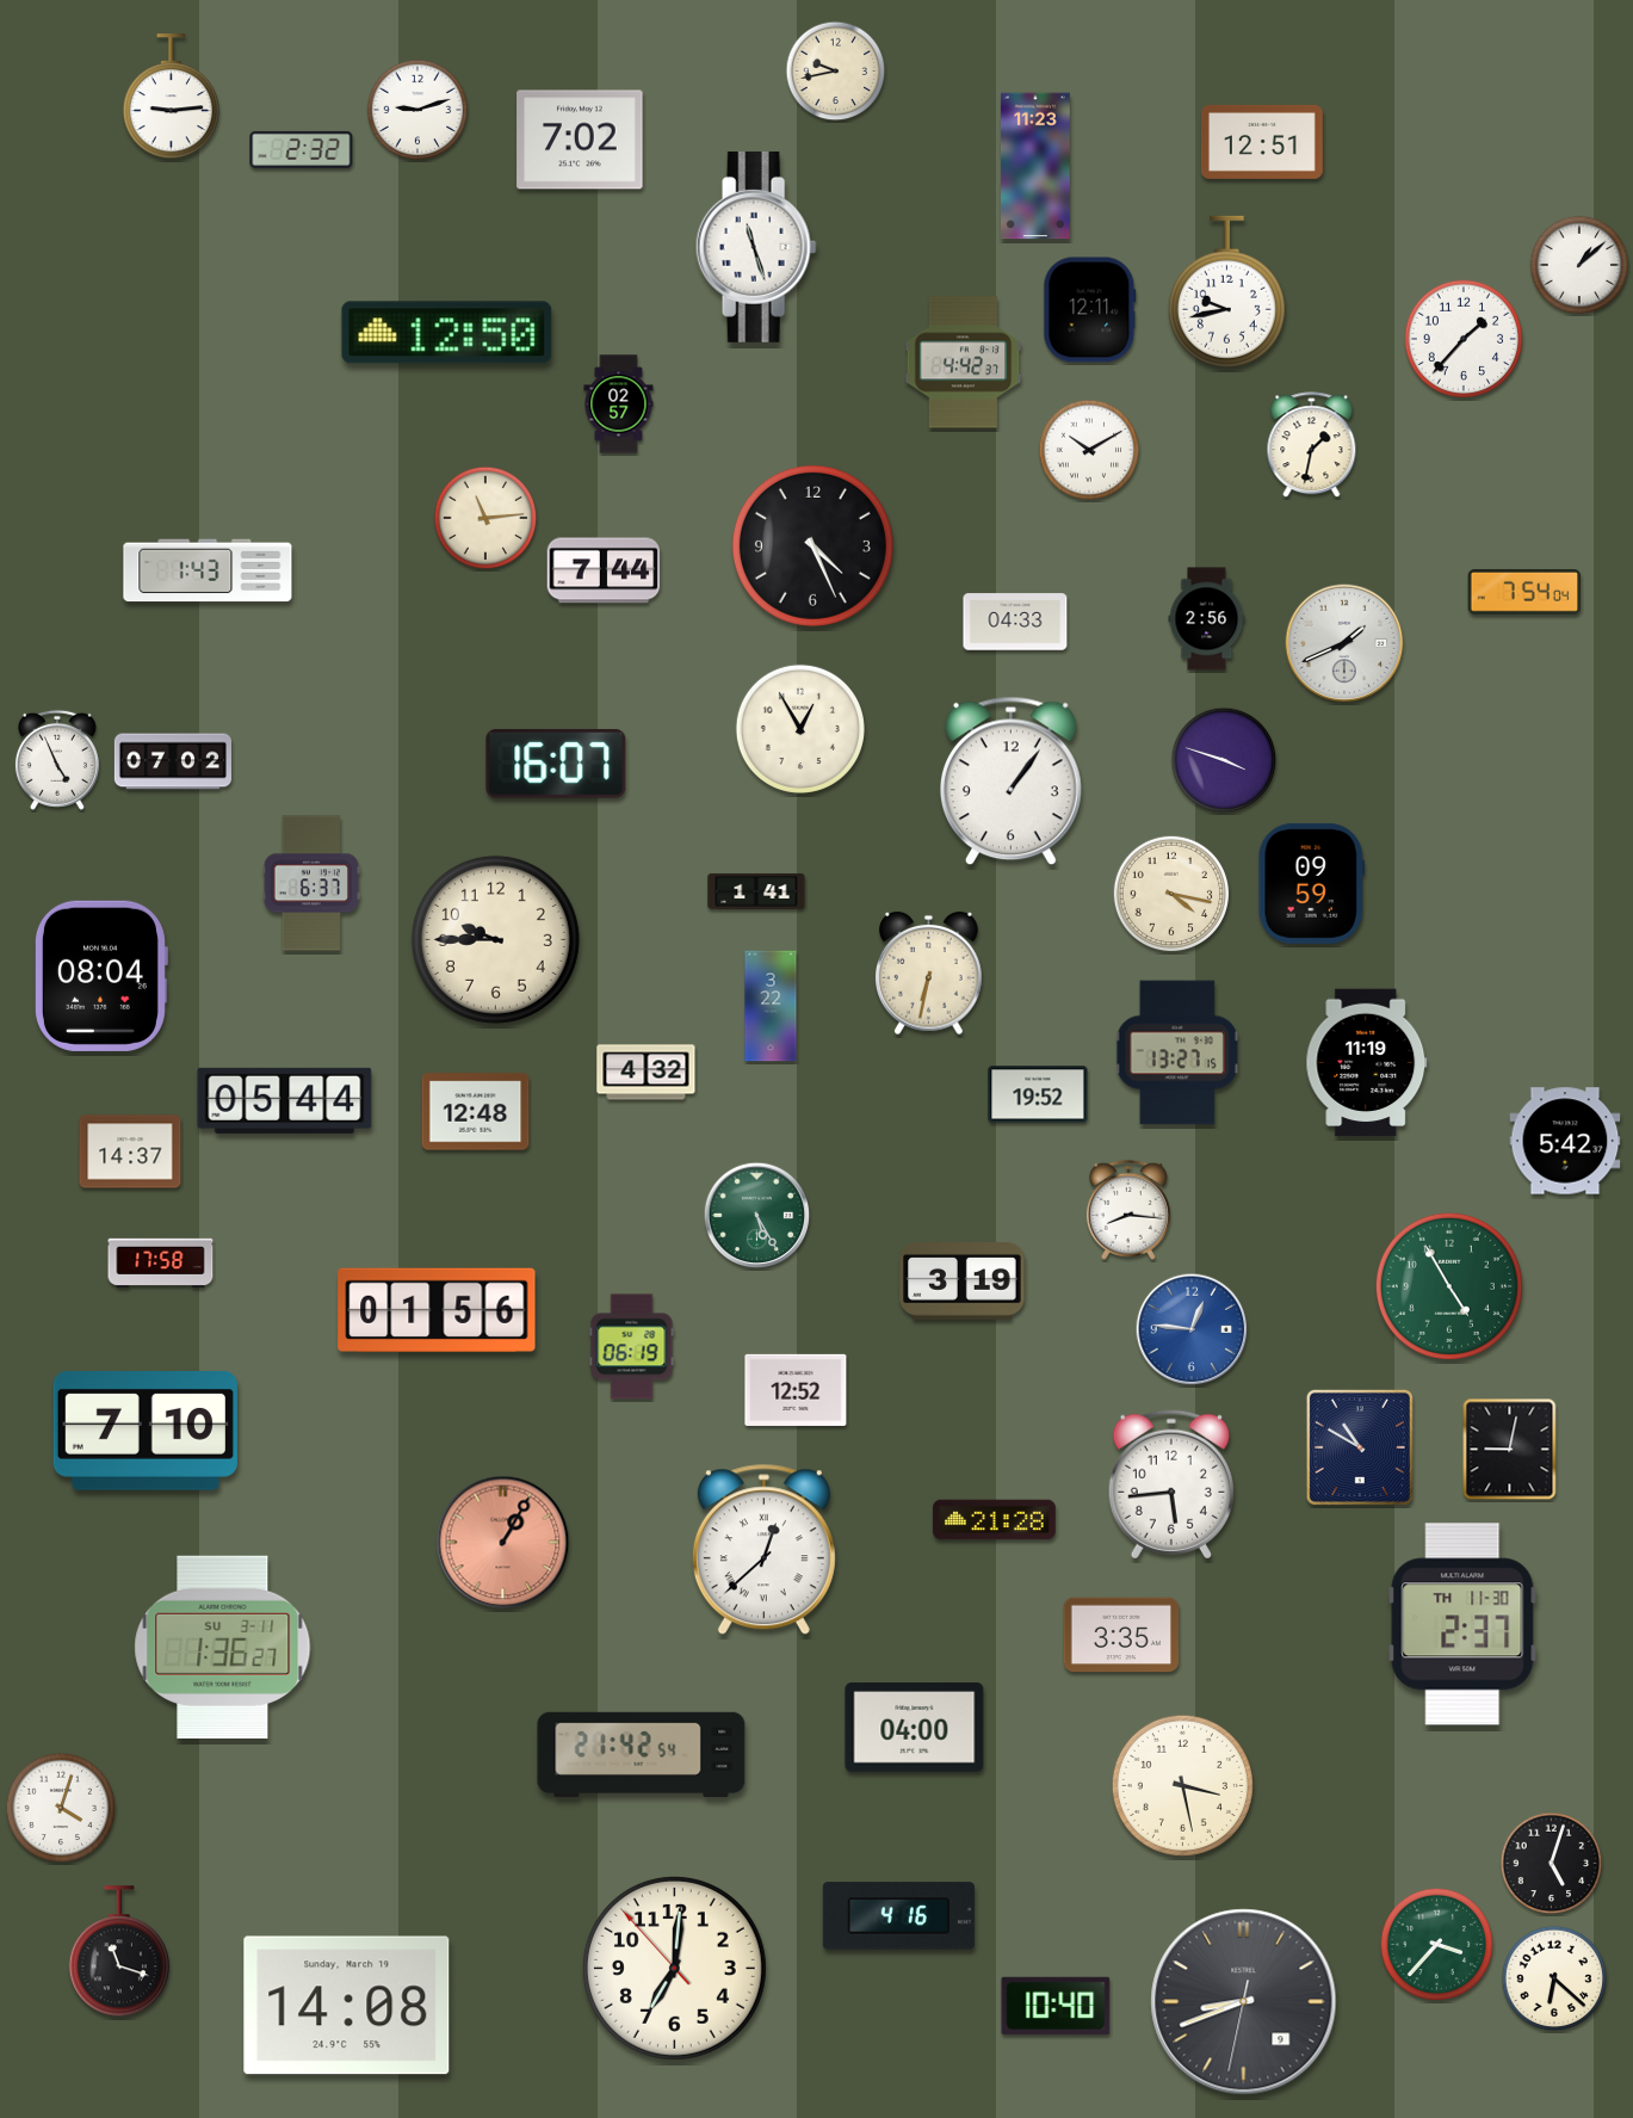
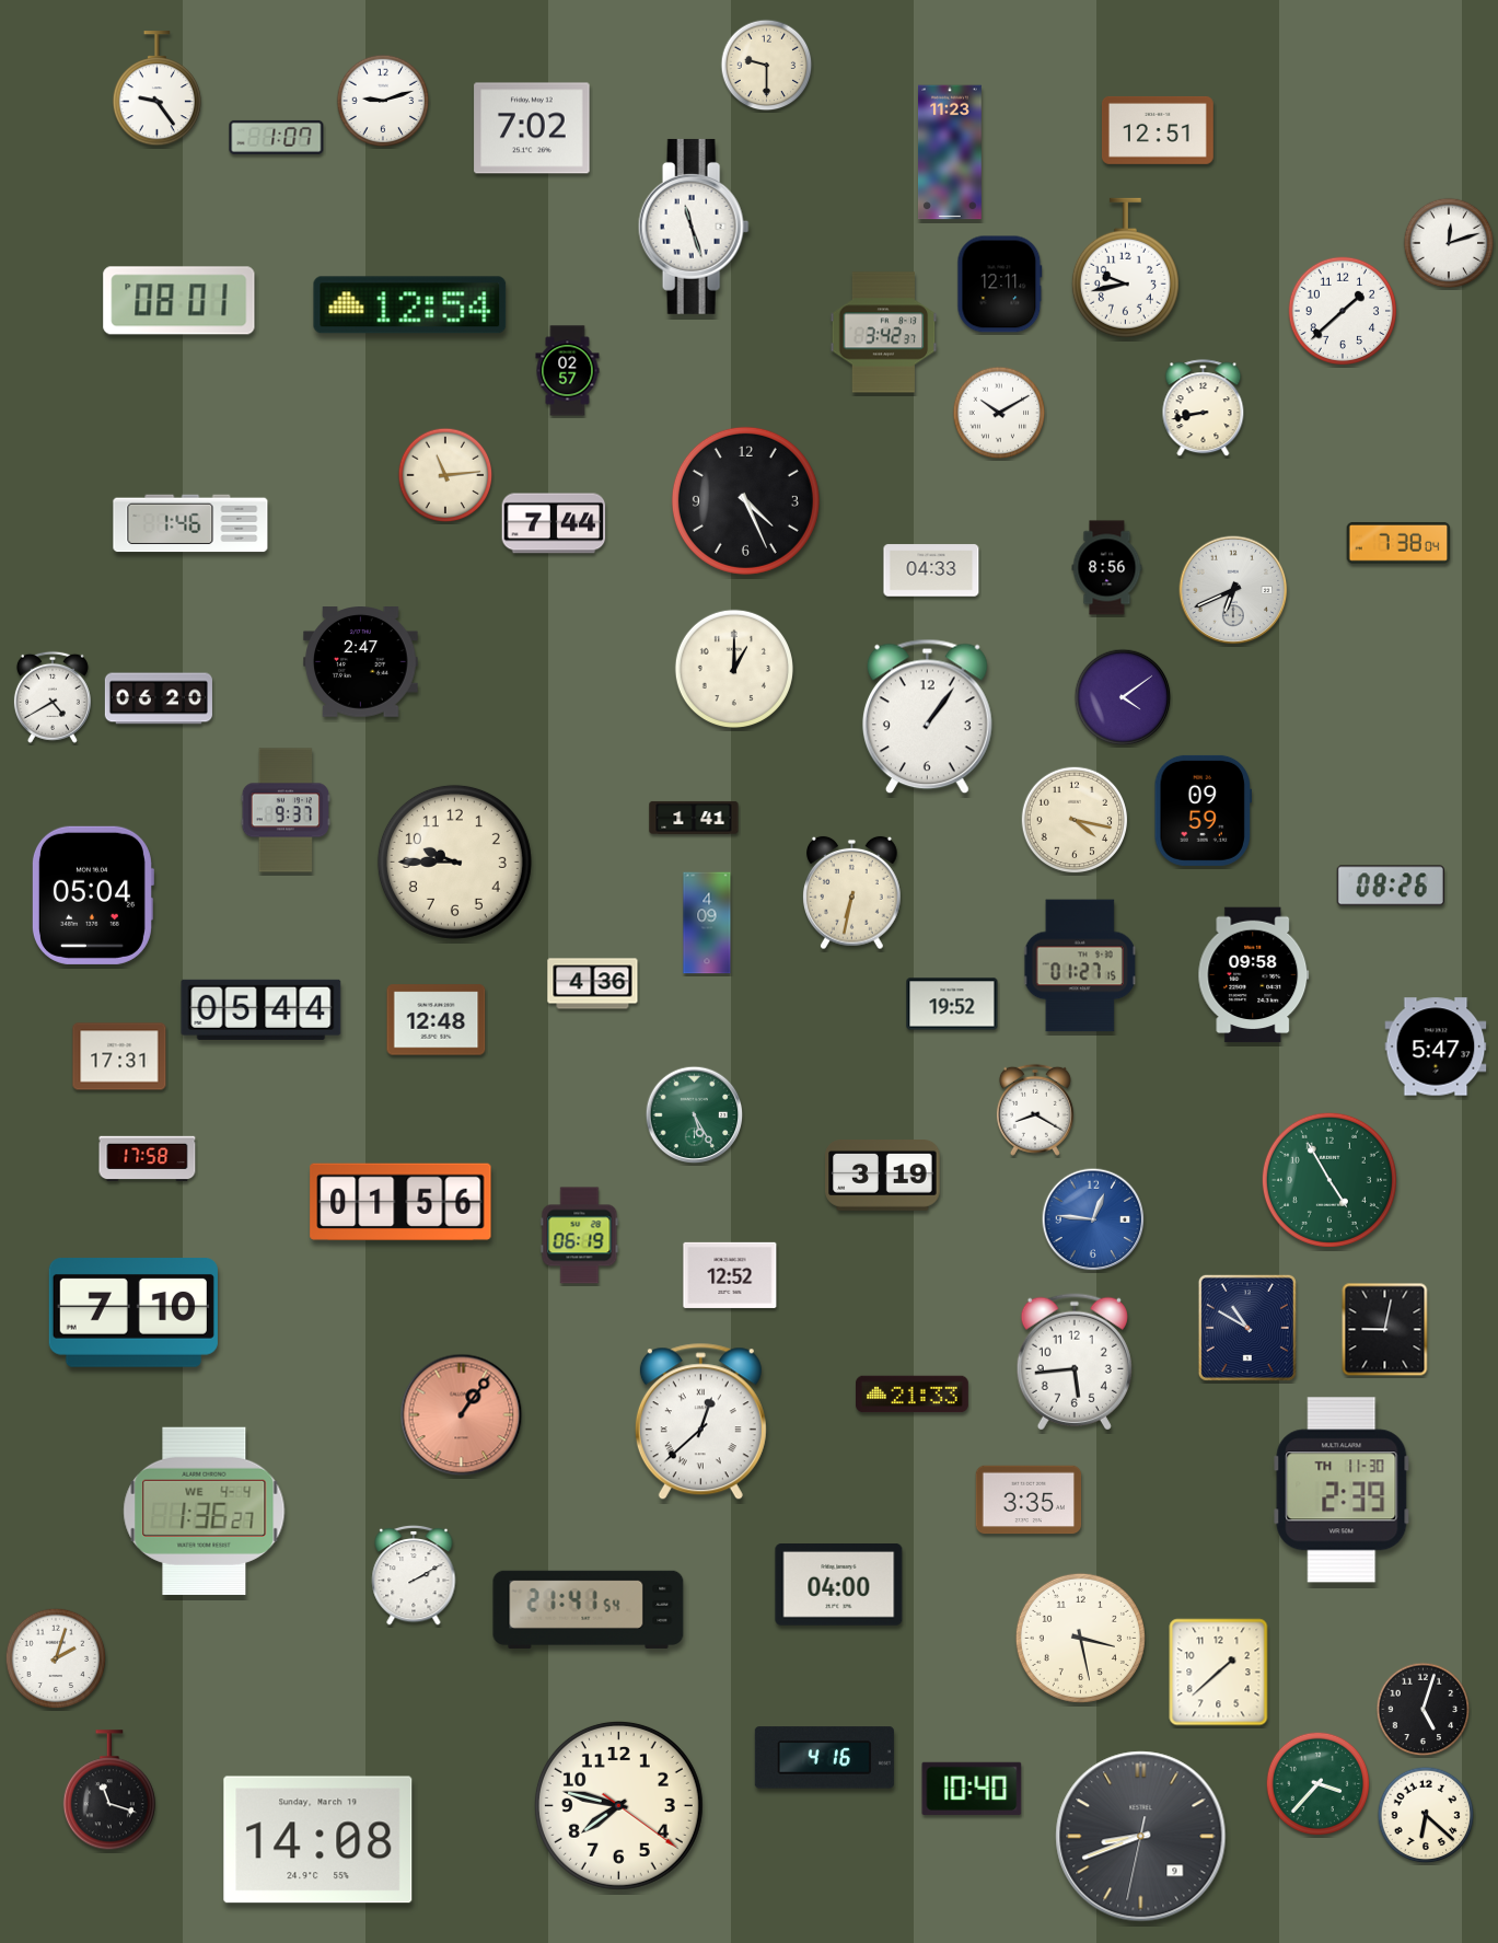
clock at (836, 72): 9:43 -> 9:30
clock at (171, 97): 9:14 -> 9:24
clock at (302, 149): 2:32 -> 1:07
clock at (1579, 265): 1:08 -> 12:12
clock at (179, 301): none -> 08:01
clock at (447, 333): 12:50 -> 12:54
clock at (1462, 338): 1:37 -> 1:38
clock at (964, 363): 4:42 -> 3:42
clock at (1312, 445): 1:32 -> 8:43
clock at (208, 570): 1:43 -> 1:46
clock at (1524, 592): 7:54 -> 7:38
clock at (1207, 619): 2:56 -> 8:56
clock at (1344, 643): 1:41 -> 6:41
clock at (361, 662): none -> 2:47
clock at (800, 729): 12:55 -> 1:00
clock at (57, 760): 4:56 -> 4:40
clock at (1224, 760): 3:48 -> 4:09
clock at (172, 761): 07:02 -> 06:20
clock at (556, 764): 16:07 -> none
clock at (310, 883): 6:37 -> 9:37
clock at (1391, 886): none -> 08:26
clock at (100, 976): 08:04 -> 05:04
clock at (771, 1006): 3:22 -> 4:09
clock at (1177, 1052): 13:27 -> 01:27
clock at (1367, 1063): 11:19 -> 09:58
clock at (647, 1073): 4:32 -> 4:36
clock at (1565, 1141): 5:42 -> 5:47
clock at (130, 1151): 14:37 -> 17:31
clock at (1128, 1210): 8:16 -> 8:20
clock at (995, 1520): 21:28 -> 21:33
clock at (503, 1543): 1:05 -> 1:06
clock at (1462, 1624): 2:37 -> 2:39
clock at (223, 1647) date: SU 3-11 -> WE 4-4
clock at (414, 1575): none -> 2:10
clock at (642, 1754): 21:42 -> 21:41
clock at (1182, 1785) position: (1182, 1785) -> (1080, 1638)
clock at (61, 1808): 4:03 -> 2:03
clock at (1219, 1673): none -> 1:38
clock at (674, 1968): 7:00 -> 7:47
clock at (1056, 2006) position: (1056, 2006) -> (972, 1789)
